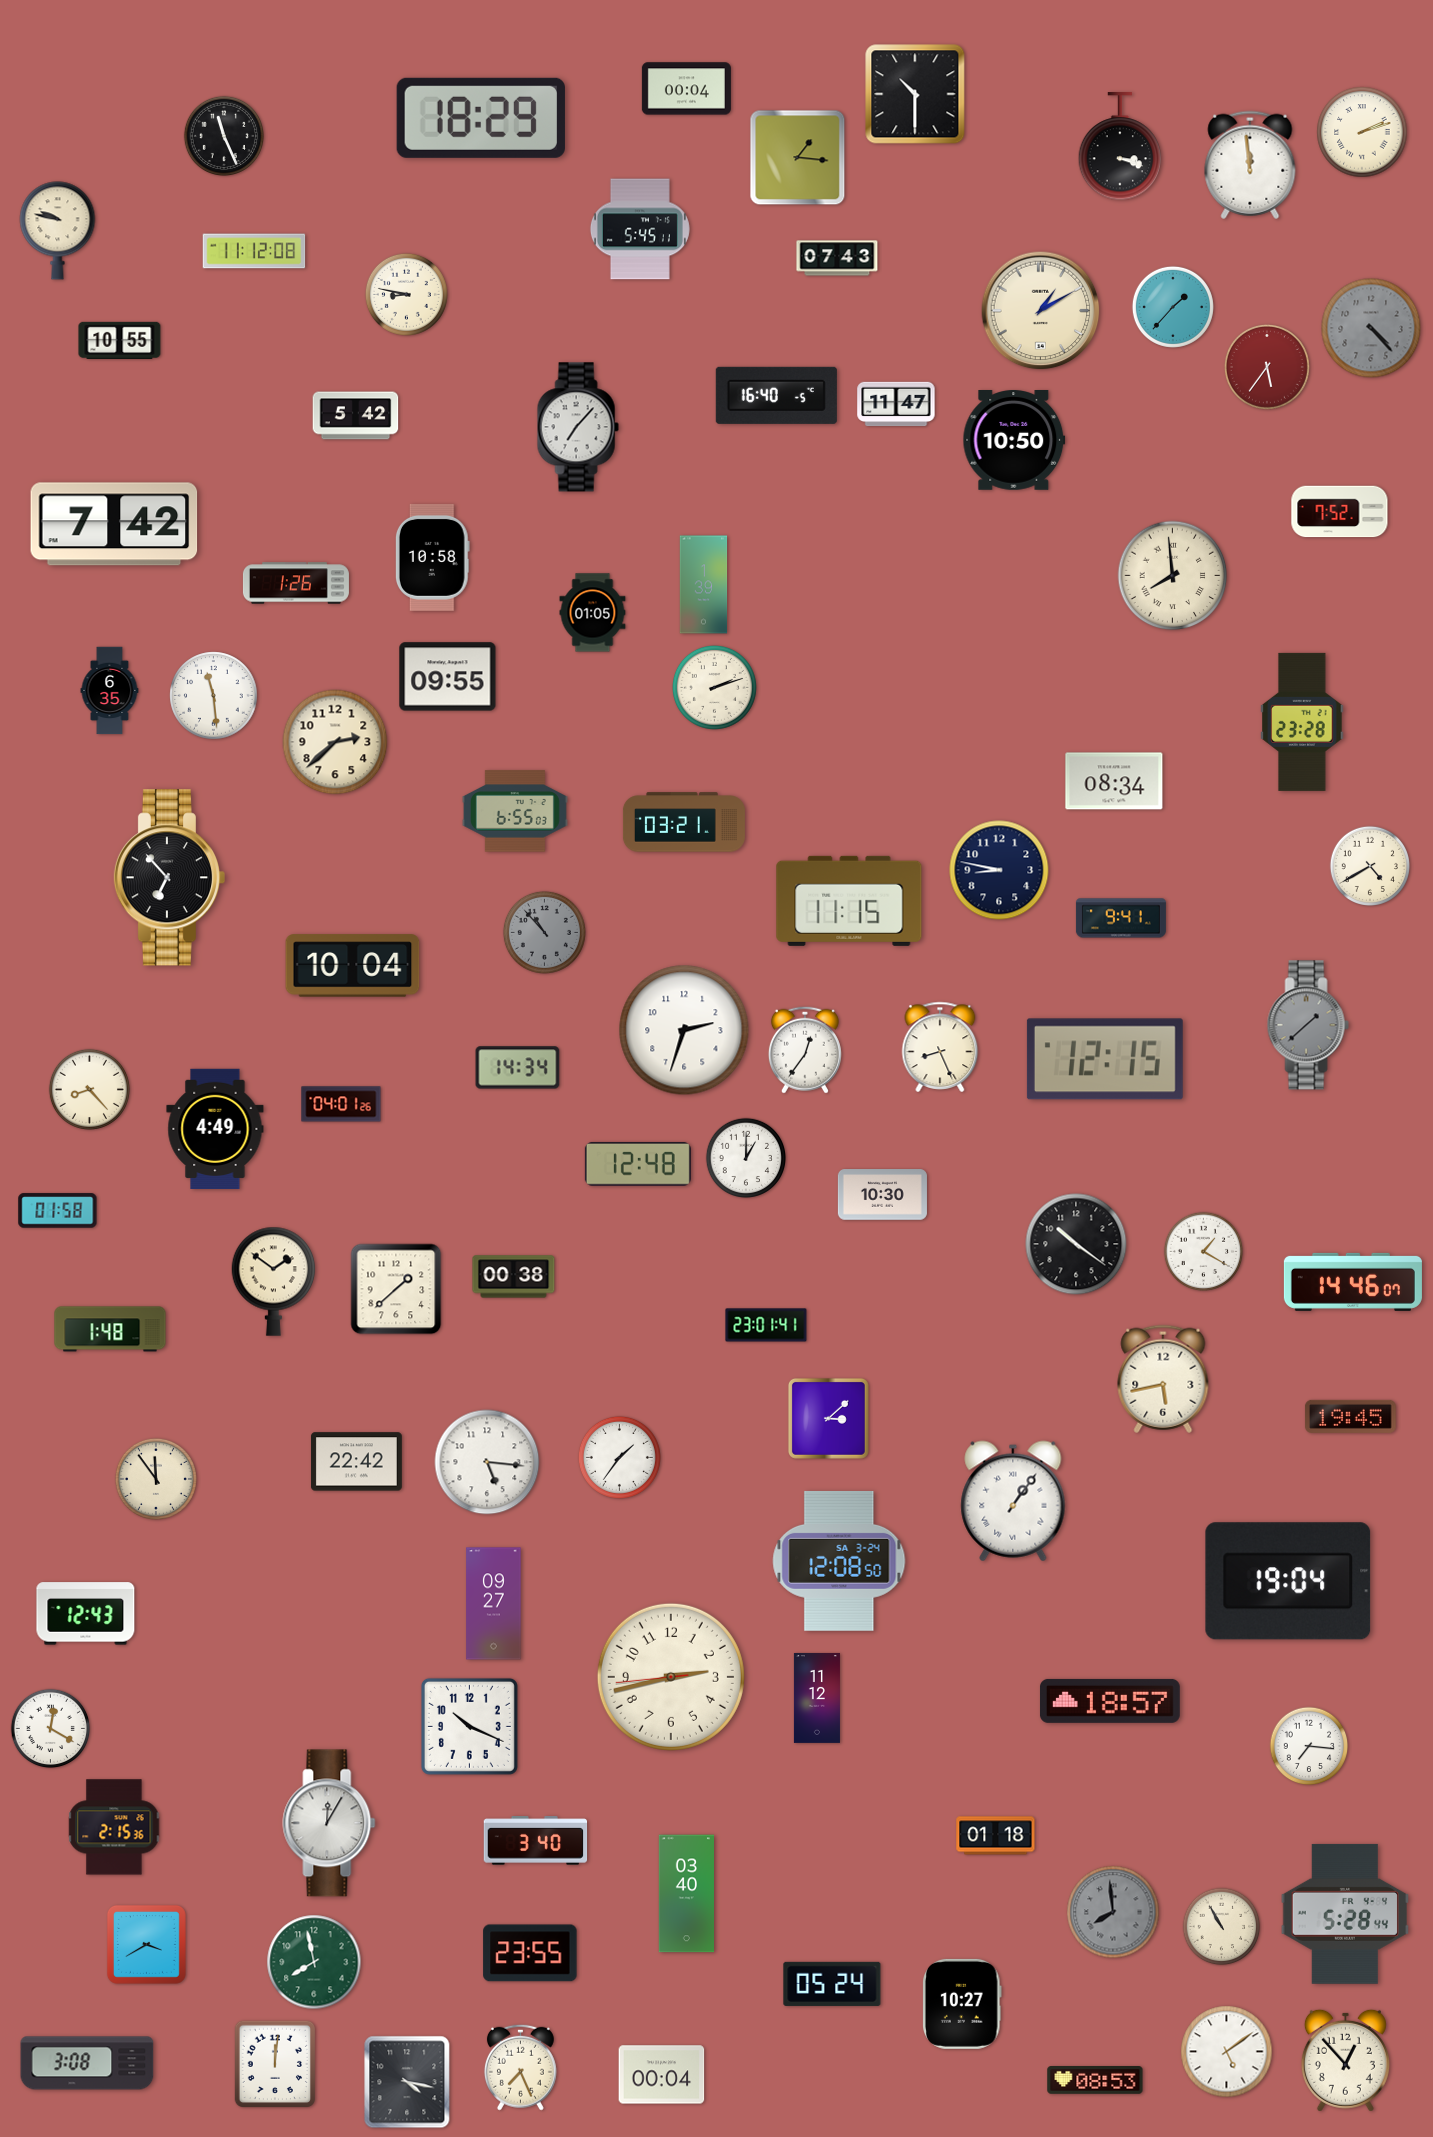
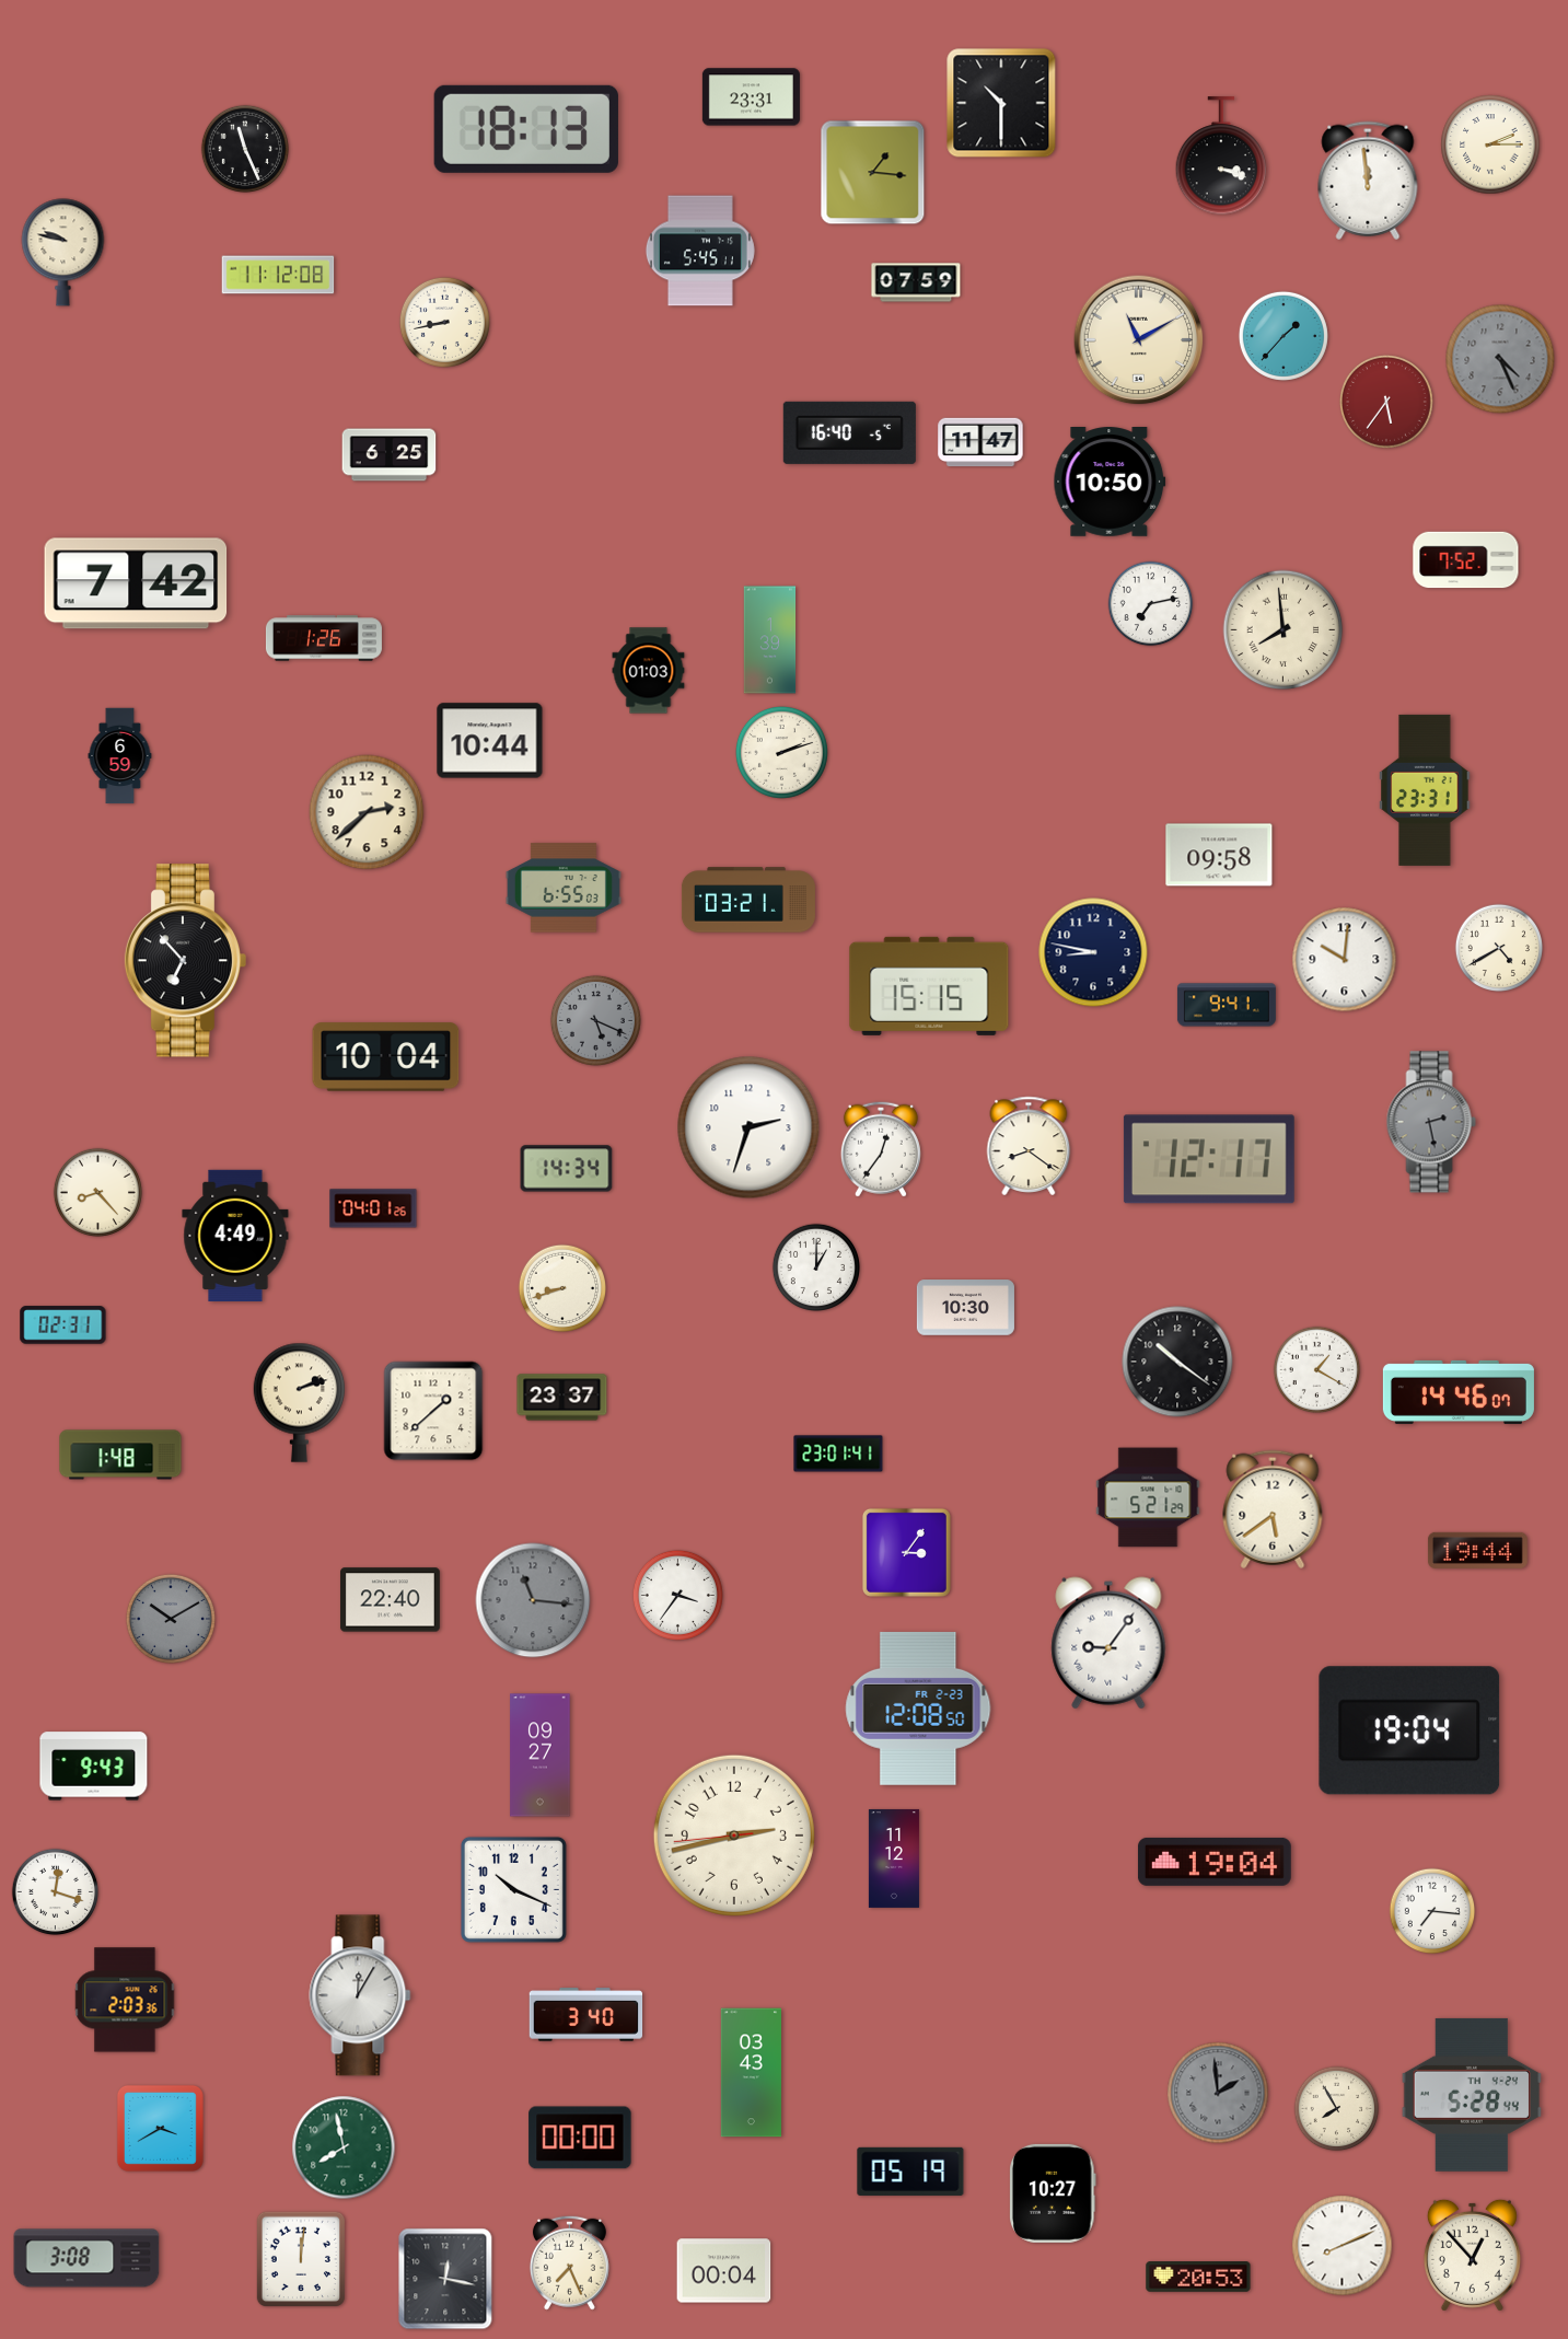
clock at (686, 89): 00:04 -> 23:31
clock at (481, 118): 18:29 -> 18:13
clock at (1362, 132): 2:12 -> 2:15
clock at (1120, 147) position: (1120, 147) -> (1221, 157)
clock at (837, 258): 07:43 -> 07:59
clock at (406, 294): 8:47 -> 8:43
clock at (1041, 311): 1:10 -> 11:10
clock at (1371, 328): 4:23 -> 4:26
clock at (120, 340): 10:55 -> none
clock at (356, 416): 5:42 -> 6:25
clock at (578, 427): 7:07 -> none
clock at (114, 524) position: (114, 524) -> (136, 583)
clock at (1151, 604): none -> 7:13
clock at (432, 557): 10:58 -> none
clock at (593, 613): 01:05 -> 01:03
clock at (448, 677): 09:55 -> 10:44
clock at (110, 691): 6:35 -> 6:59
clock at (214, 696): 11:29 -> none
clock at (1302, 722): 23:28 -> 23:31
clock at (1114, 781): 08:34 -> 09:58
clock at (1345, 960): none -> 10:01
clock at (849, 901): 11:15 -> 15:15
clock at (544, 932): 10:53 -> 5:19
clock at (1308, 1025): 1:38 -> 2:28
clock at (940, 1047): 8:26 -> 8:21
clock at (1105, 1059): 12:15 -> 12:17
clock at (638, 1164): 12:48 -> none
clock at (561, 1287): none -> 8:42
clock at (58, 1211): 01:58 -> 02:31
clock at (514, 1277): 00:38 -> 23:37
clock at (274, 1281): 1:51 -> 2:12
clock at (1353, 1282) position: (1353, 1282) -> (1459, 1392)
clock at (766, 1325) position: (766, 1325) -> (838, 1454)
clock at (1148, 1497): none -> 5:21
clock at (1163, 1379): 5:43 -> 5:39
clock at (1350, 1416): 19:45 -> 19:44
clock at (828, 1418): 3:08 -> 3:06
clock at (619, 1457): 1:36 -> 3:36
clock at (356, 1462): 22:42 -> 22:40
clock at (487, 1462): 5:16 -> 11:16
clock at (487, 1462) dial: white -> grey
clock at (156, 1479): 11:54 -> 10:10
clock at (156, 1479) dial: cream -> grey
clock at (1013, 1501): 1:06 -> 9:06
clock at (839, 1561) date: SA 3-24 -> FR 2-23
clock at (86, 1614): 12:43 -> 9:43
clock at (1110, 1701): 18:57 -> 19:04
clock at (51, 1729): 12:20 -> 12:18
clock at (114, 1827): 2:15 -> 2:03
clock at (996, 1836): 01:18 -> none
clock at (686, 1894): 03:40 -> 03:43
clock at (1113, 1912): 7:59 -> 1:59
clock at (1344, 1914) date: FR 4-4 -> TH 4-24
clock at (1222, 1927): 10:55 -> 7:55
clock at (530, 1953): 23:55 -> 00:00
clock at (832, 1984): 05:24 -> 05:19
clock at (1227, 2052): 5:09 -> 8:11
clock at (87, 2063) position: (87, 2063) -> (86, 2258)
clock at (1095, 2081): 08:53 -> 20:53
clock at (407, 2082): 4:17 -> 12:17
